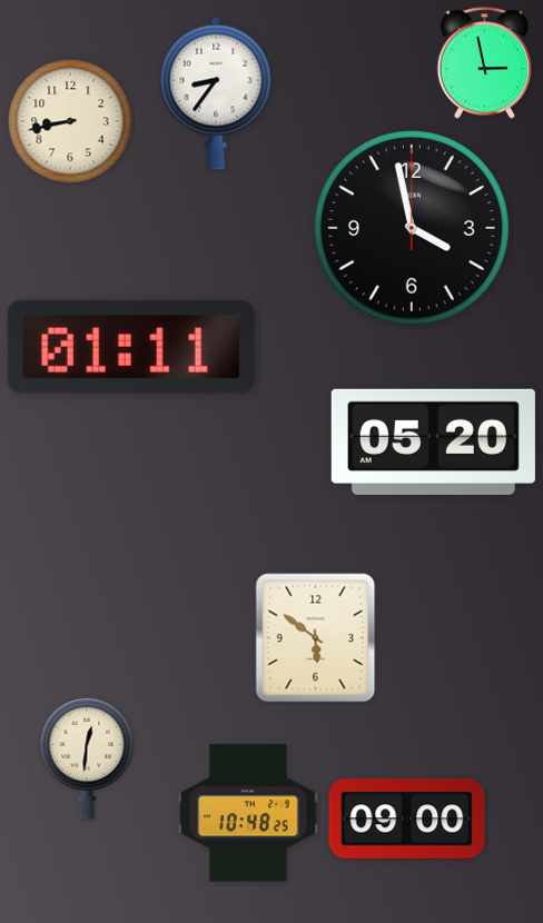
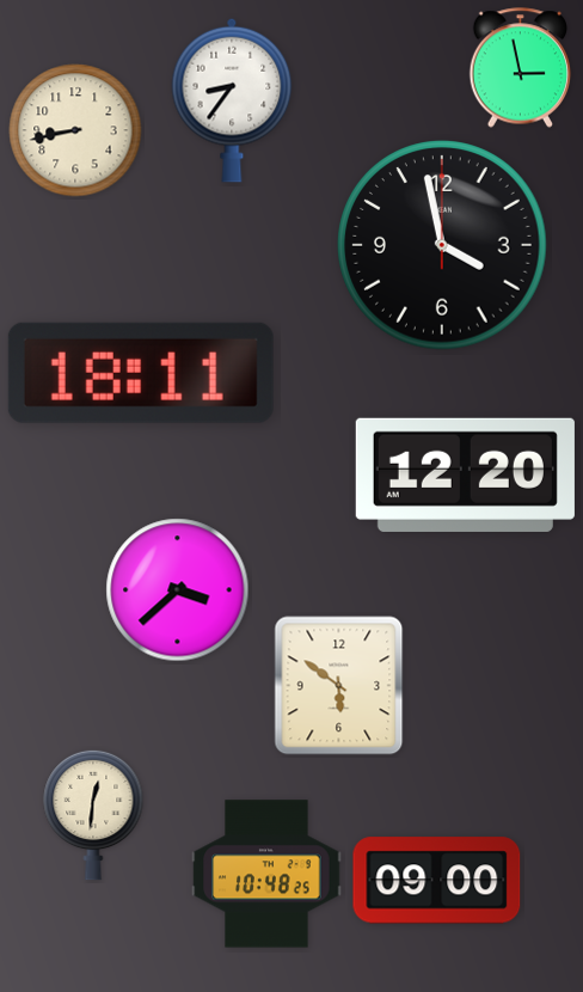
clock at (131, 347): 01:11 -> 18:11
clock at (433, 441): 05:20 -> 12:20
clock at (178, 590): none -> 3:38
